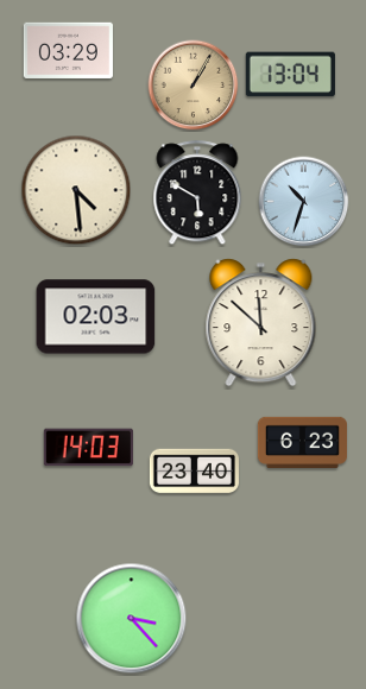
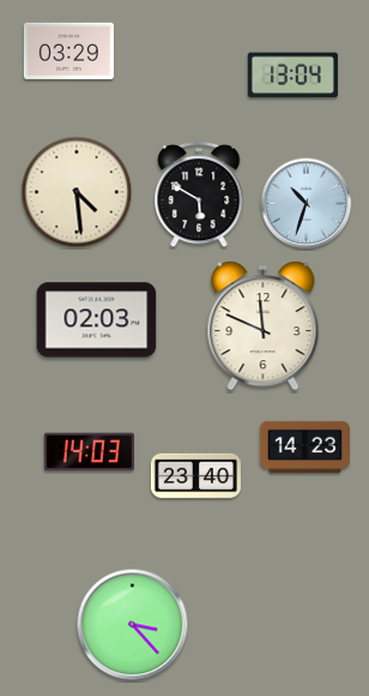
clock at (194, 86): 1:05 -> none
clock at (261, 323): 11:52 -> 11:49
clock at (302, 442): 6:23 -> 14:23
